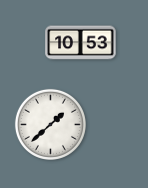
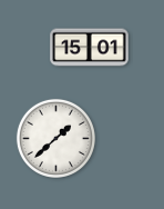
clock at (81, 43): 10:53 -> 15:01
